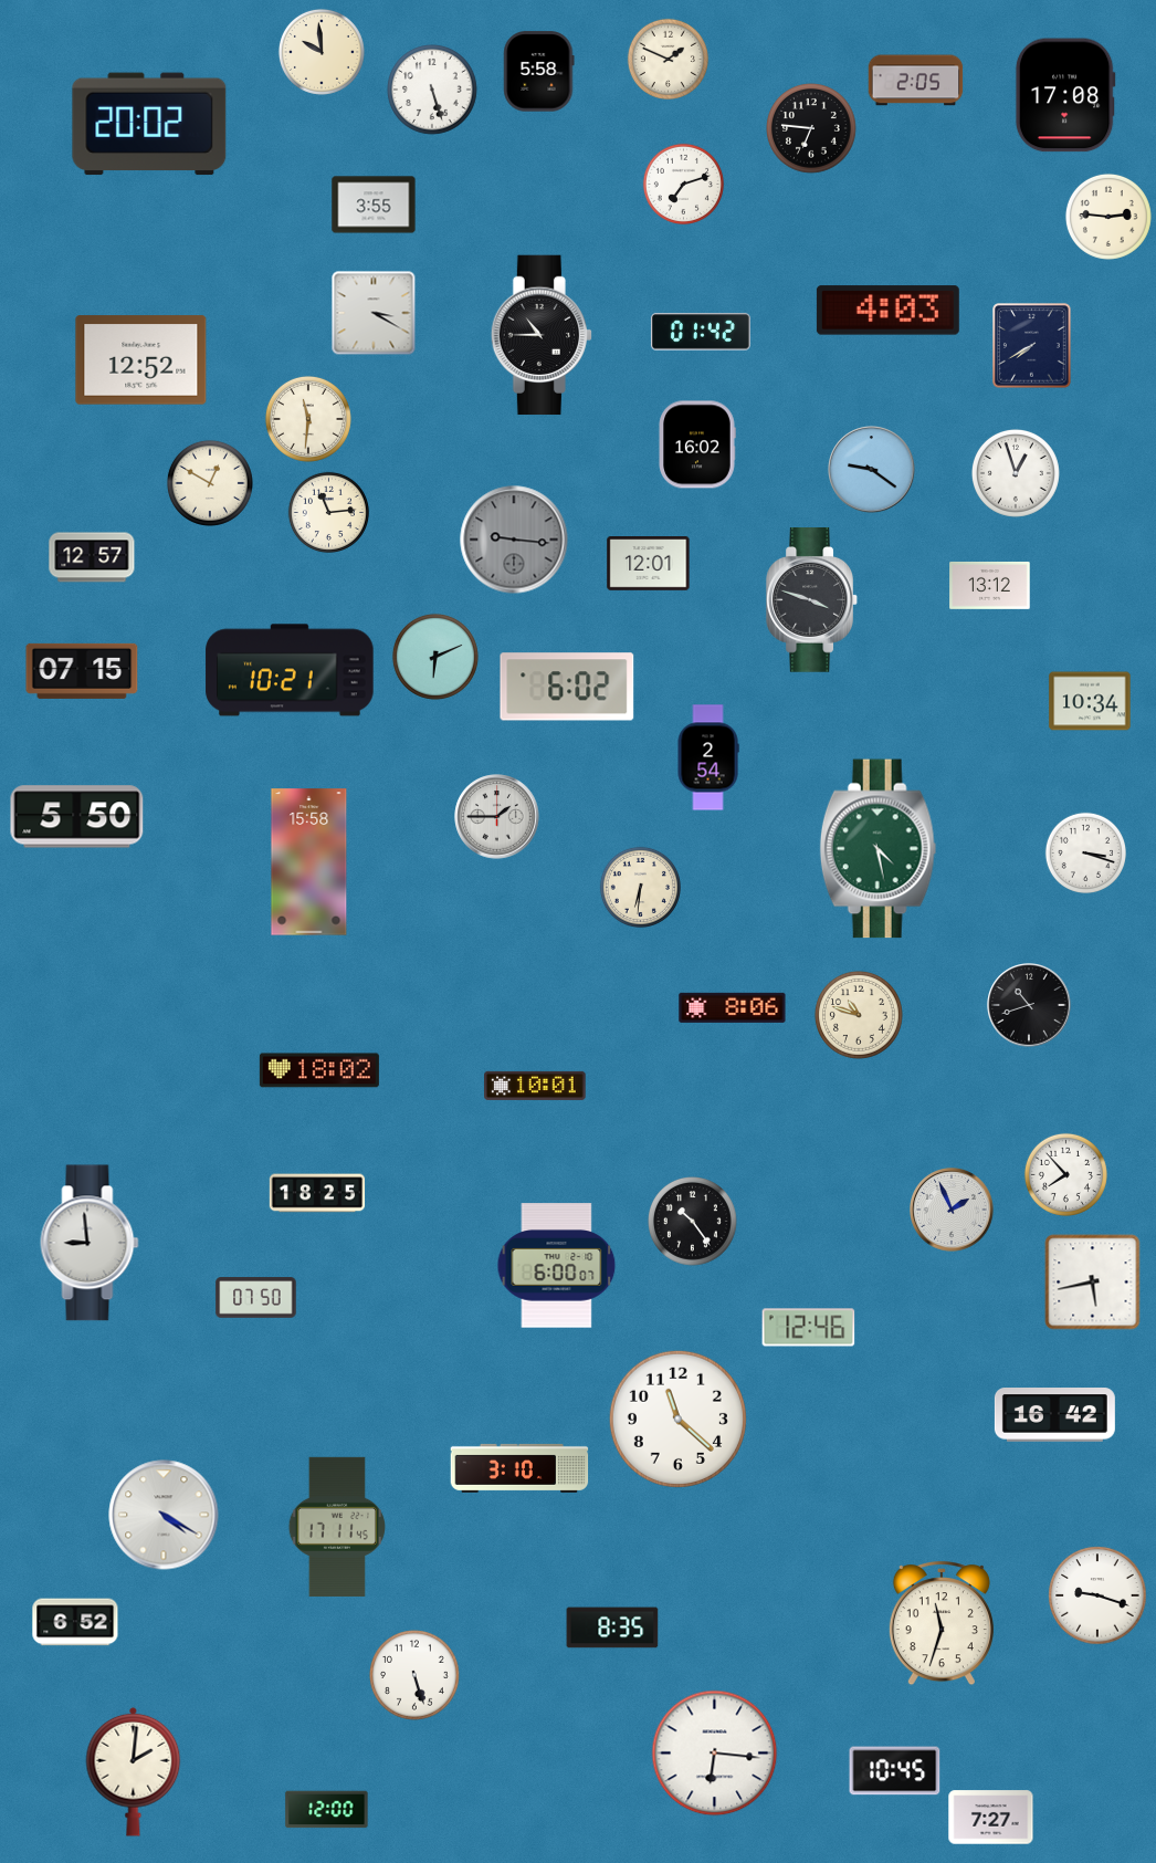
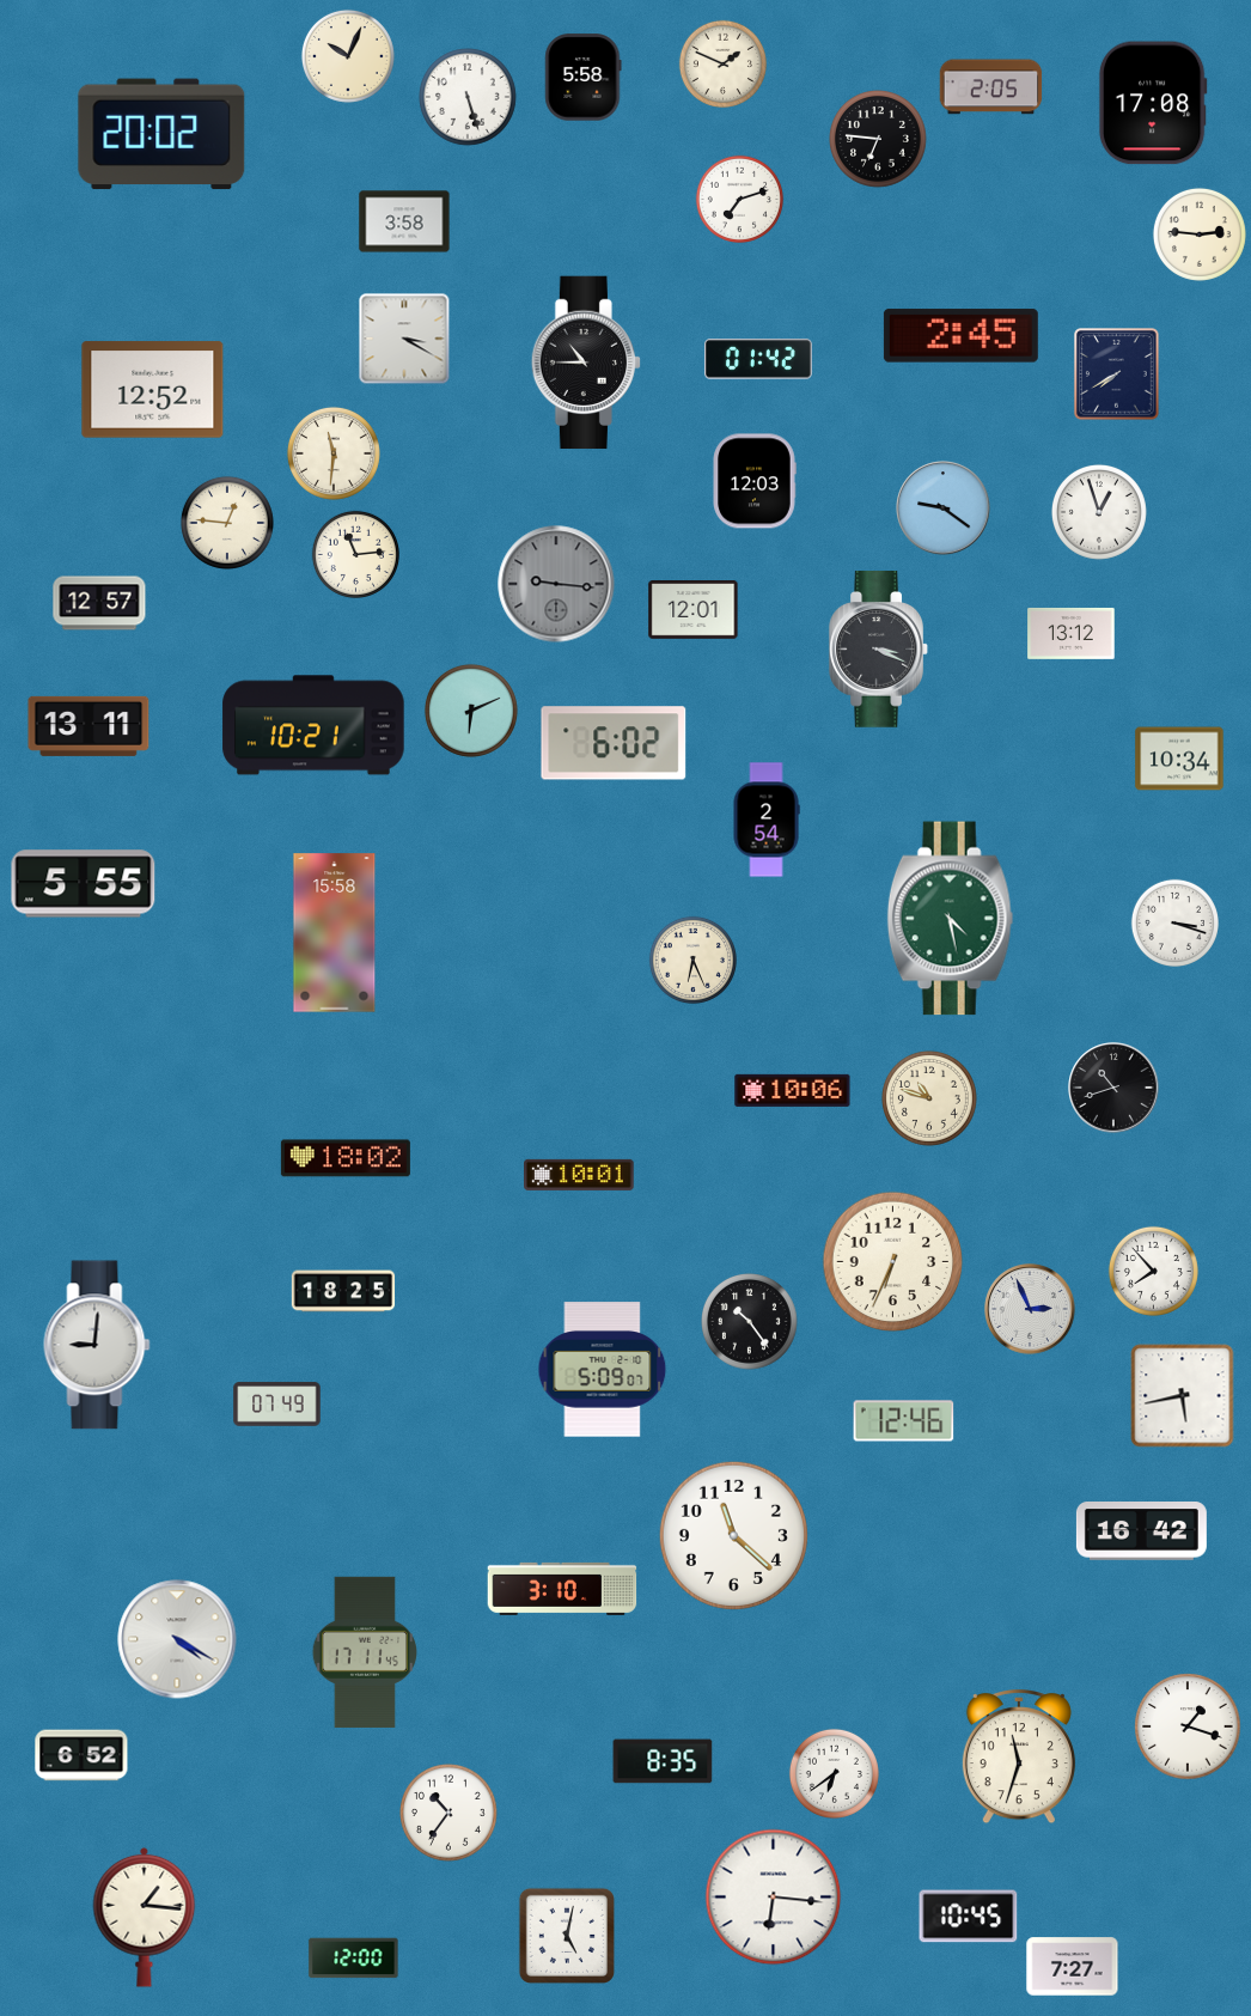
clock at (322, 52): 9:59 -> 10:04
clock at (374, 205): 3:55 -> 3:58
clock at (887, 311): 4:03 -> 2:45
clock at (697, 444): 16:02 -> 12:03
clock at (210, 483): 12:50 -> 12:46
clock at (649, 564) position: (649, 564) -> (694, 610)
clock at (811, 600): 3:48 -> 3:19
clock at (82, 671): 07:15 -> 13:11
clock at (77, 817): 5:50 -> 5:55
clock at (497, 817): 1:45 -> none
clock at (640, 887): 6:31 -> 6:26
clock at (733, 1007): 8:06 -> 10:06
clock at (893, 1262): none -> 6:34
clock at (952, 1210): 1:56 -> 2:56
clock at (90, 1243): 8:59 -> 9:01
clock at (557, 1266): 6:00 -> 5:09
clock at (1093, 1283) position: (1093, 1283) -> (1183, 1396)
clock at (256, 1298): 07:50 -> 07:49
clock at (809, 1328) position: (809, 1328) -> (904, 1421)
clock at (1097, 1595): 9:18 -> 1:18
clock at (834, 1773): none -> 6:39
clock at (416, 1676): 5:27 -> 10:36
clock at (134, 1771): 2:01 -> 1:16
clock at (567, 1936): none -> 5:02
